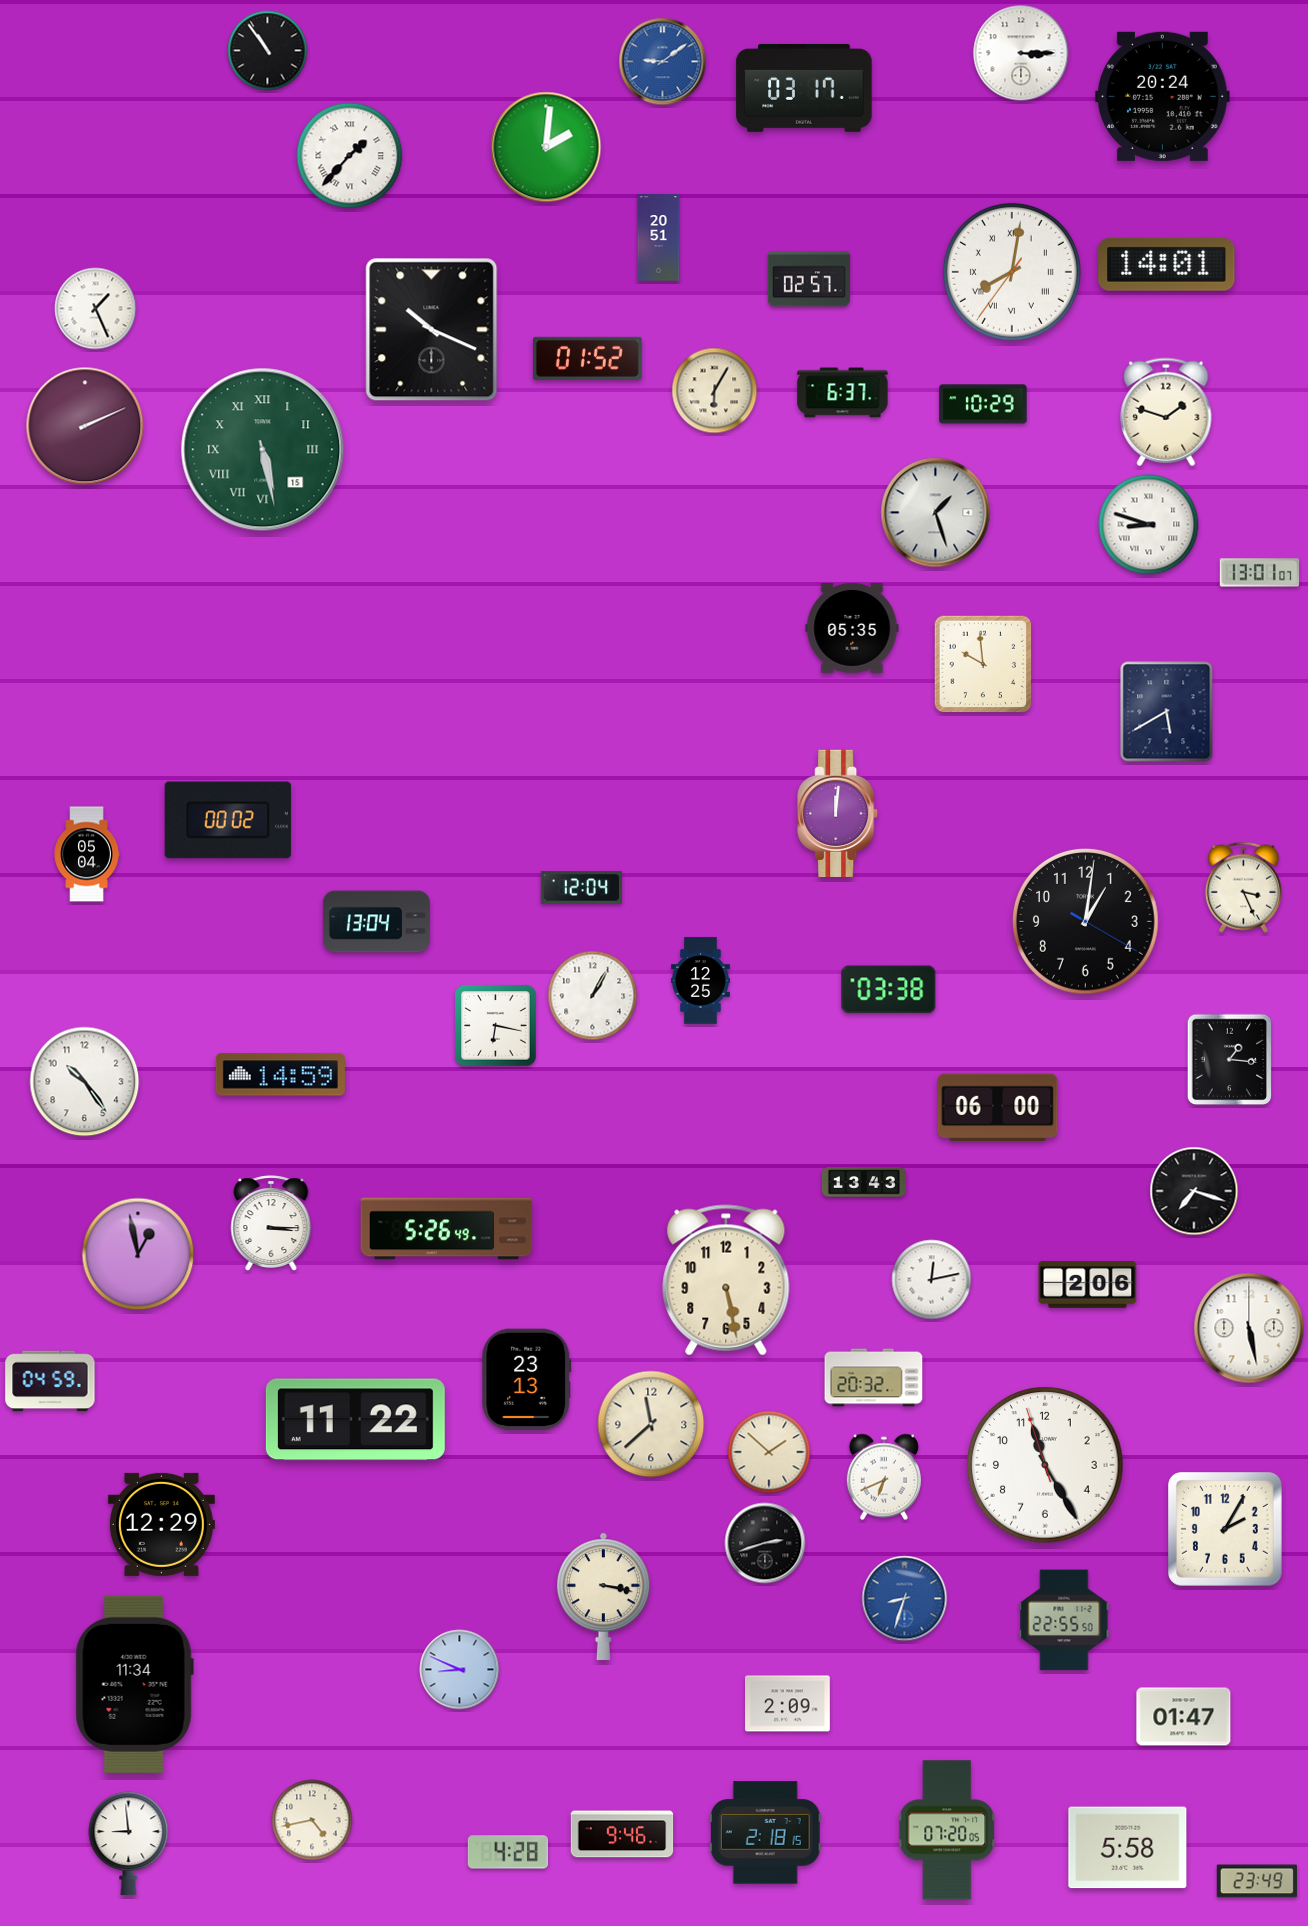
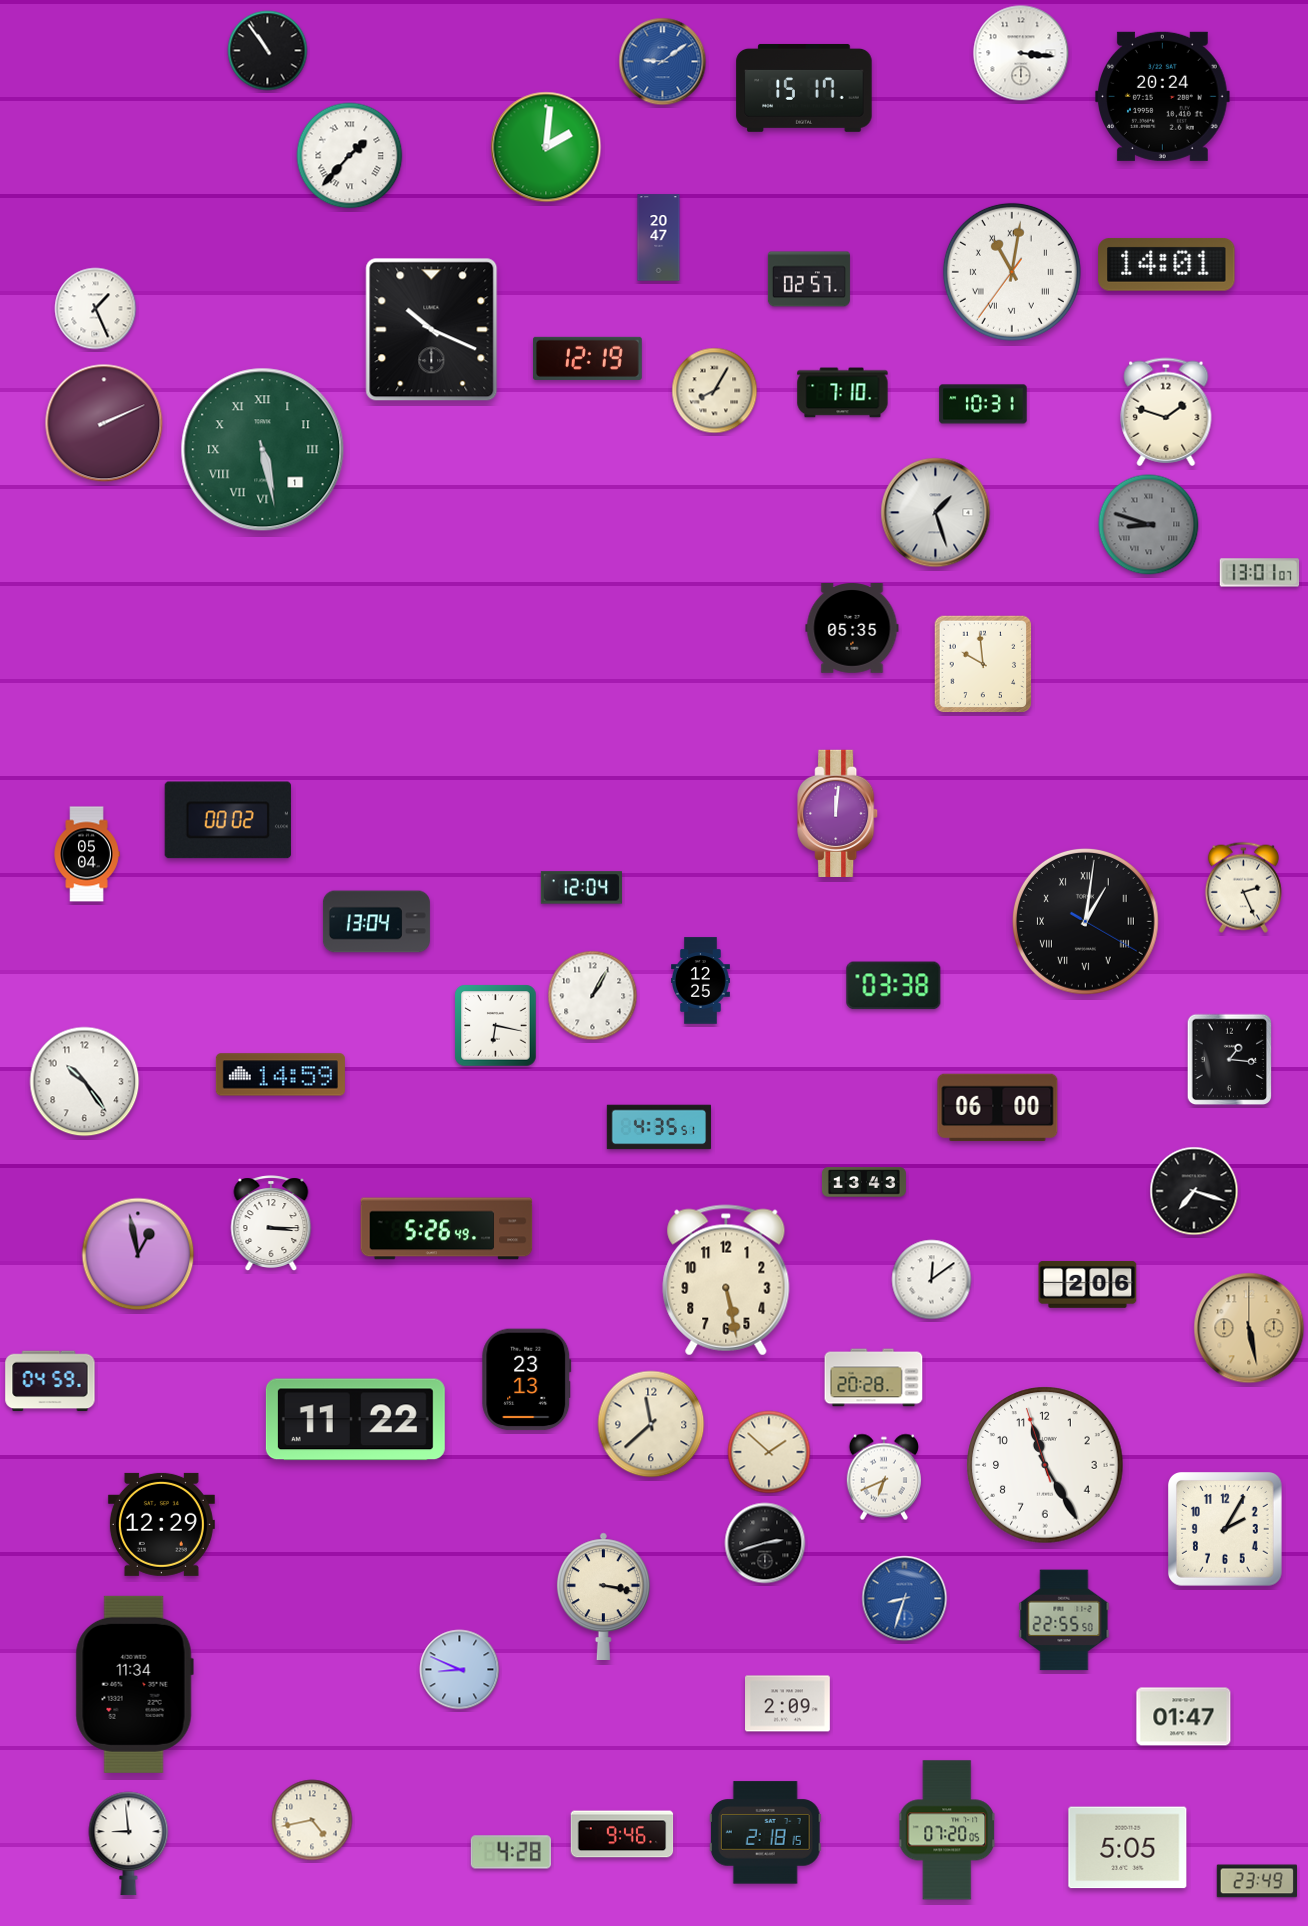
clock at (1021, 53): 3:15 -> 3:16
clock at (804, 88): 03:17 -> 15:17
clock at (659, 238): 20:51 -> 20:47
clock at (1012, 272): 8:01 -> 11:01
clock at (588, 358): 01:52 -> 12:19
clock at (715, 391): 6:05 -> 8:05
clock at (843, 393): 6:37 -> 7:10
clock at (983, 404): 10:29 -> 10:31
clock at (85, 426) position: (85, 426) -> (104, 423)
clock at (263, 450) date: 15 -> 1
clock at (1149, 525) dial: white -> grey
clock at (1167, 712): 5:40 -> none
clock at (1243, 887): 3:26 -> 2:26
clock at (1085, 921) numerals: Arabic -> Roman
clock at (889, 990) position: (889, 990) -> (894, 986)
clock at (658, 1127): none -> 4:35
clock at (932, 1280): 12:13 -> 12:09
clock at (1249, 1328) dial: white -> champagne
clock at (874, 1378): 20:32 -> 20:28
clock at (1128, 1848): 5:58 -> 5:05
clock at (507, 1852) position: (507, 1852) -> (510, 1852)
